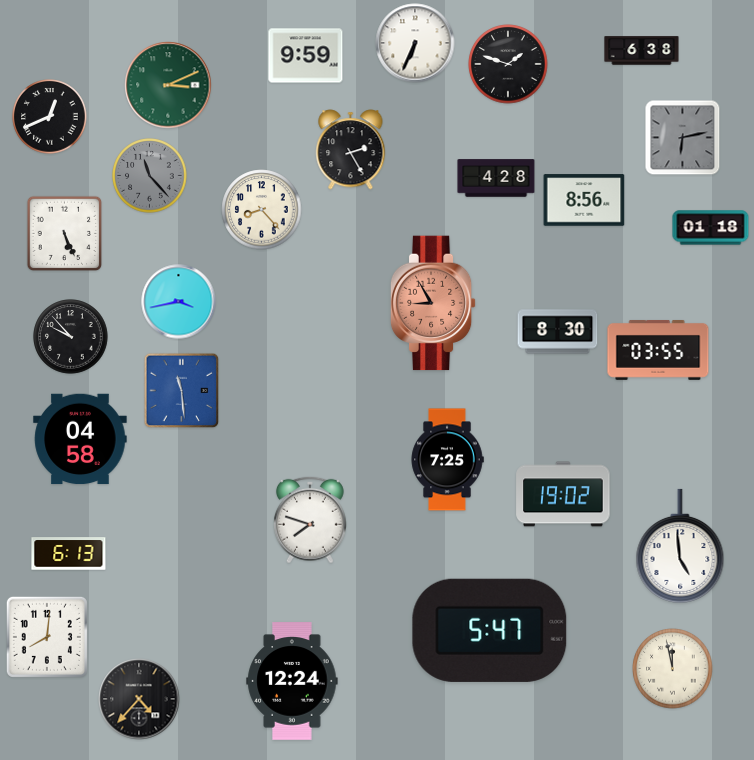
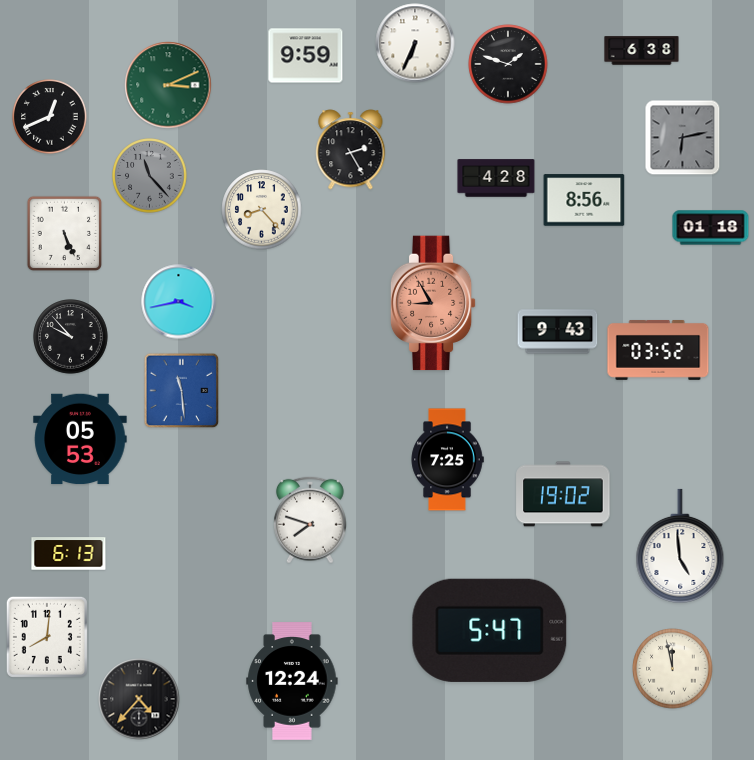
clock at (558, 332): 8:30 -> 9:43
clock at (658, 350): 03:55 -> 03:52
clock at (80, 439): 04:58 -> 05:53
